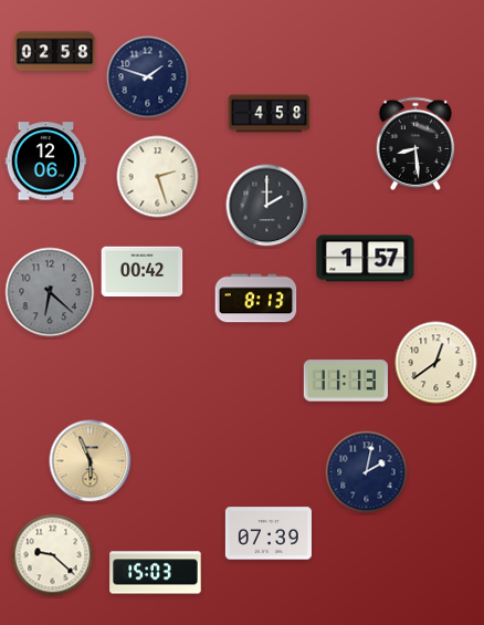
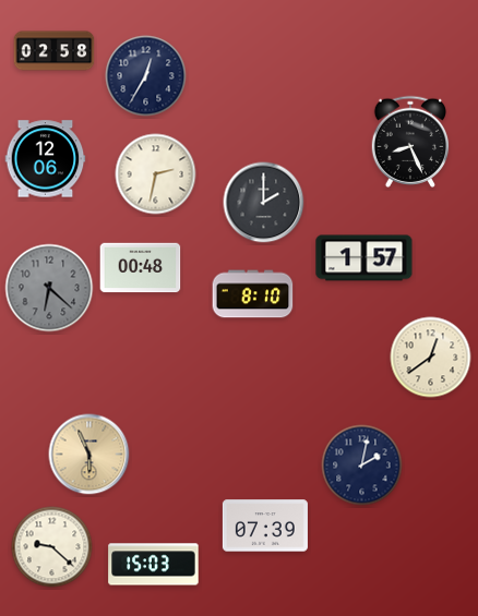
clock at (148, 77): 1:48 -> 12:35
clock at (270, 114): 4:58 -> none
clock at (415, 144): 8:29 -> 8:26
clock at (158, 177): 2:27 -> 2:32
clock at (366, 259) position: (366, 259) -> (365, 258)
clock at (143, 272): 00:42 -> 00:48
clock at (256, 299): 8:13 -> 8:10
clock at (345, 381): 11:13 -> none
